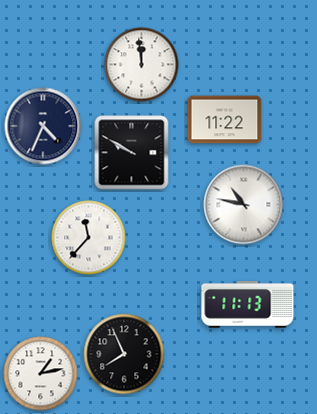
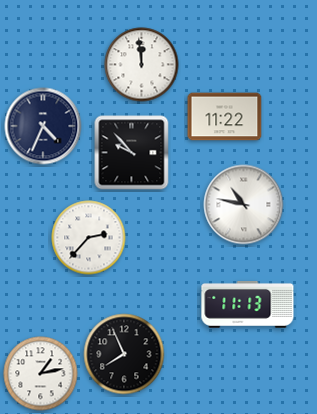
clock at (225, 120) position: (225, 120) -> (225, 117)
clock at (132, 153): 9:50 -> 9:53
clock at (89, 238): 11:37 -> 2:37
